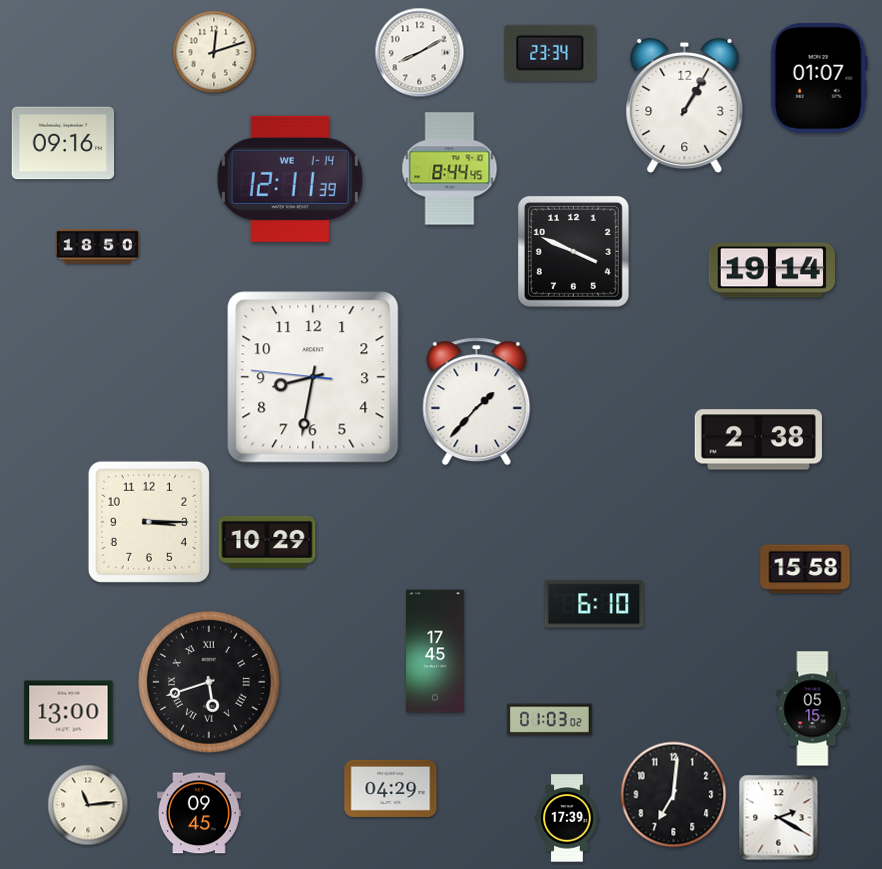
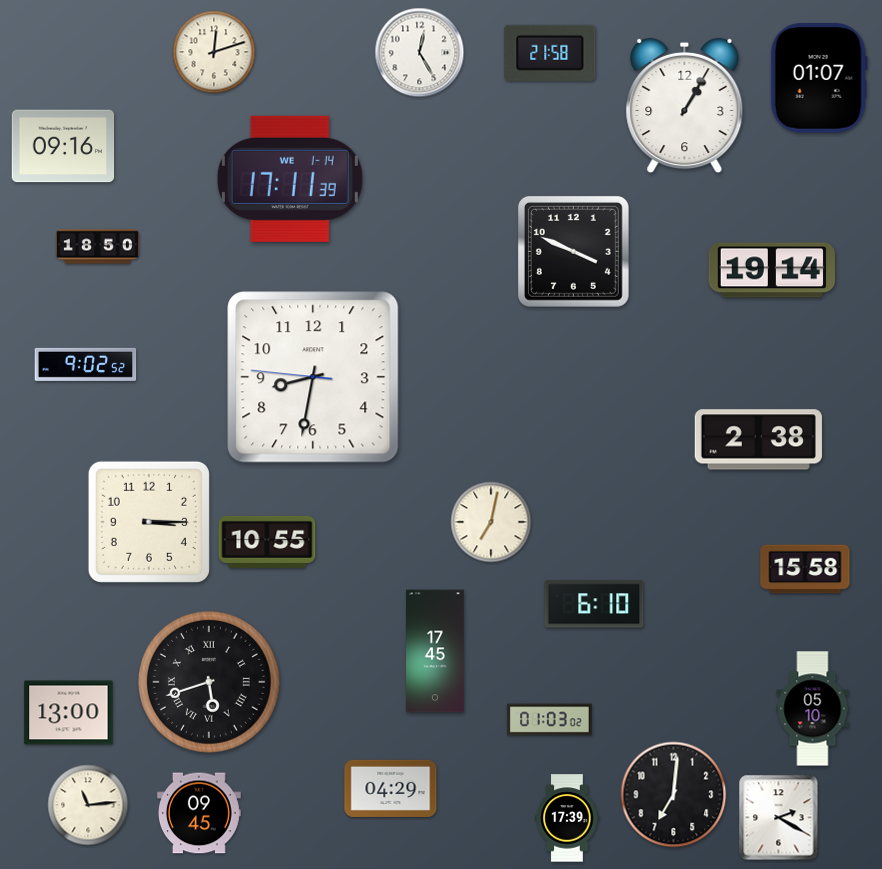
clock at (420, 53): 8:10 -> 12:25
clock at (550, 53): 23:34 -> 21:58
clock at (63, 143) position: (63, 143) -> (63, 146)
clock at (450, 169): 8:44 -> none
clock at (290, 179): 12:11 -> 17:11
clock at (86, 364): none -> 9:02
clock at (477, 402): 1:37 -> none
clock at (491, 522): none -> 7:02
clock at (267, 542): 10:29 -> 10:55
clock at (813, 709): 05:15 -> 05:10
